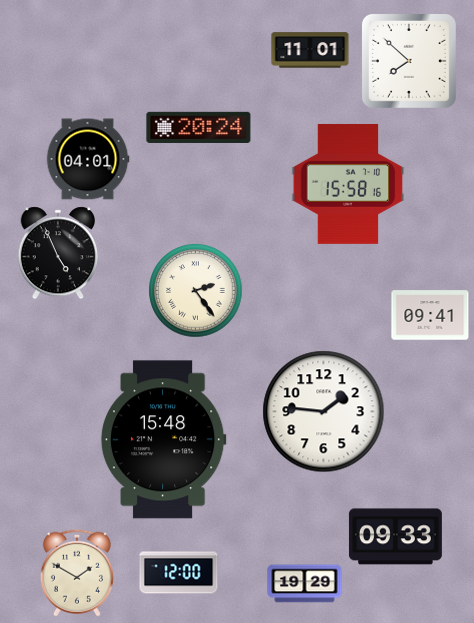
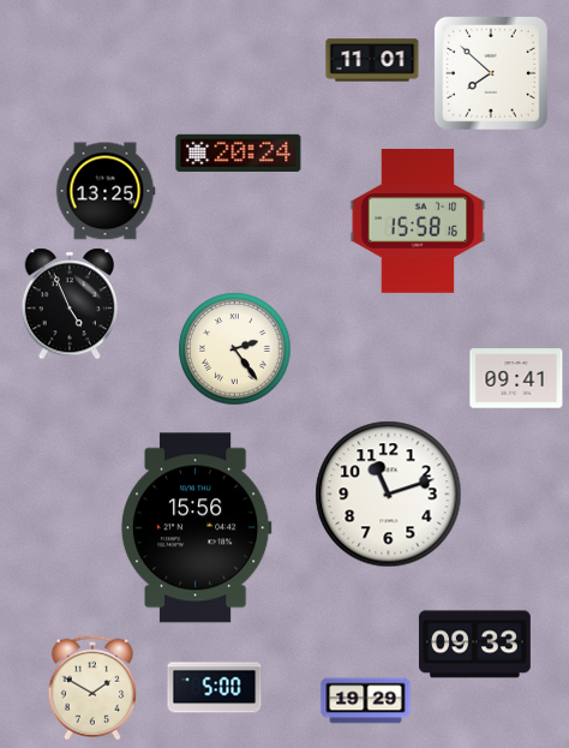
clock at (88, 159): 04:01 -> 13:25
clock at (324, 412): 1:46 -> 11:12
clock at (163, 440): 15:48 -> 15:56
clock at (179, 573): 12:00 -> 5:00
